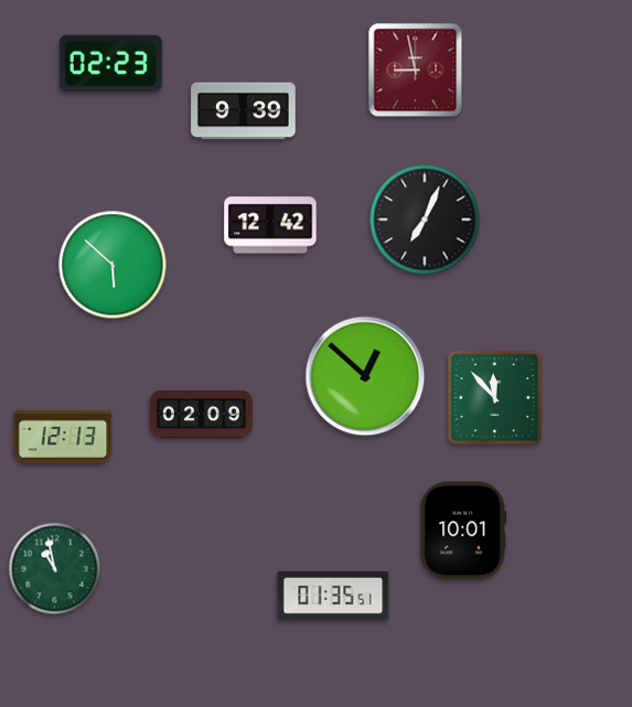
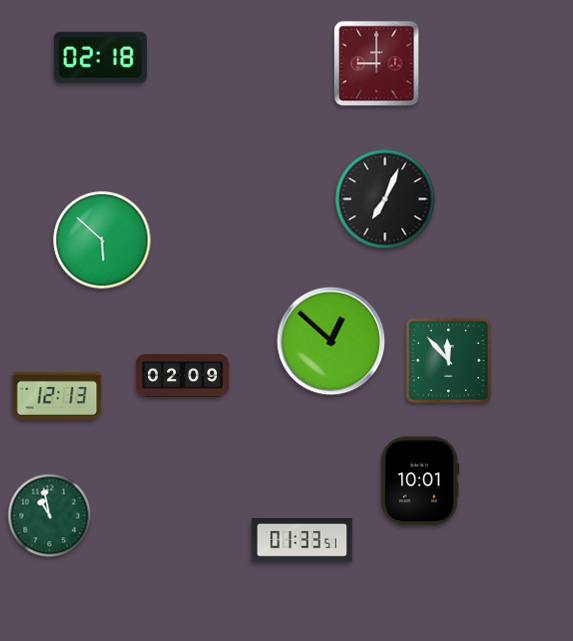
clock at (110, 63): 02:23 -> 02:18
clock at (416, 71): 8:58 -> 9:00
clock at (244, 111): 9:39 -> none
clock at (270, 225): 12:42 -> none
clock at (333, 596): 01:35 -> 01:33
